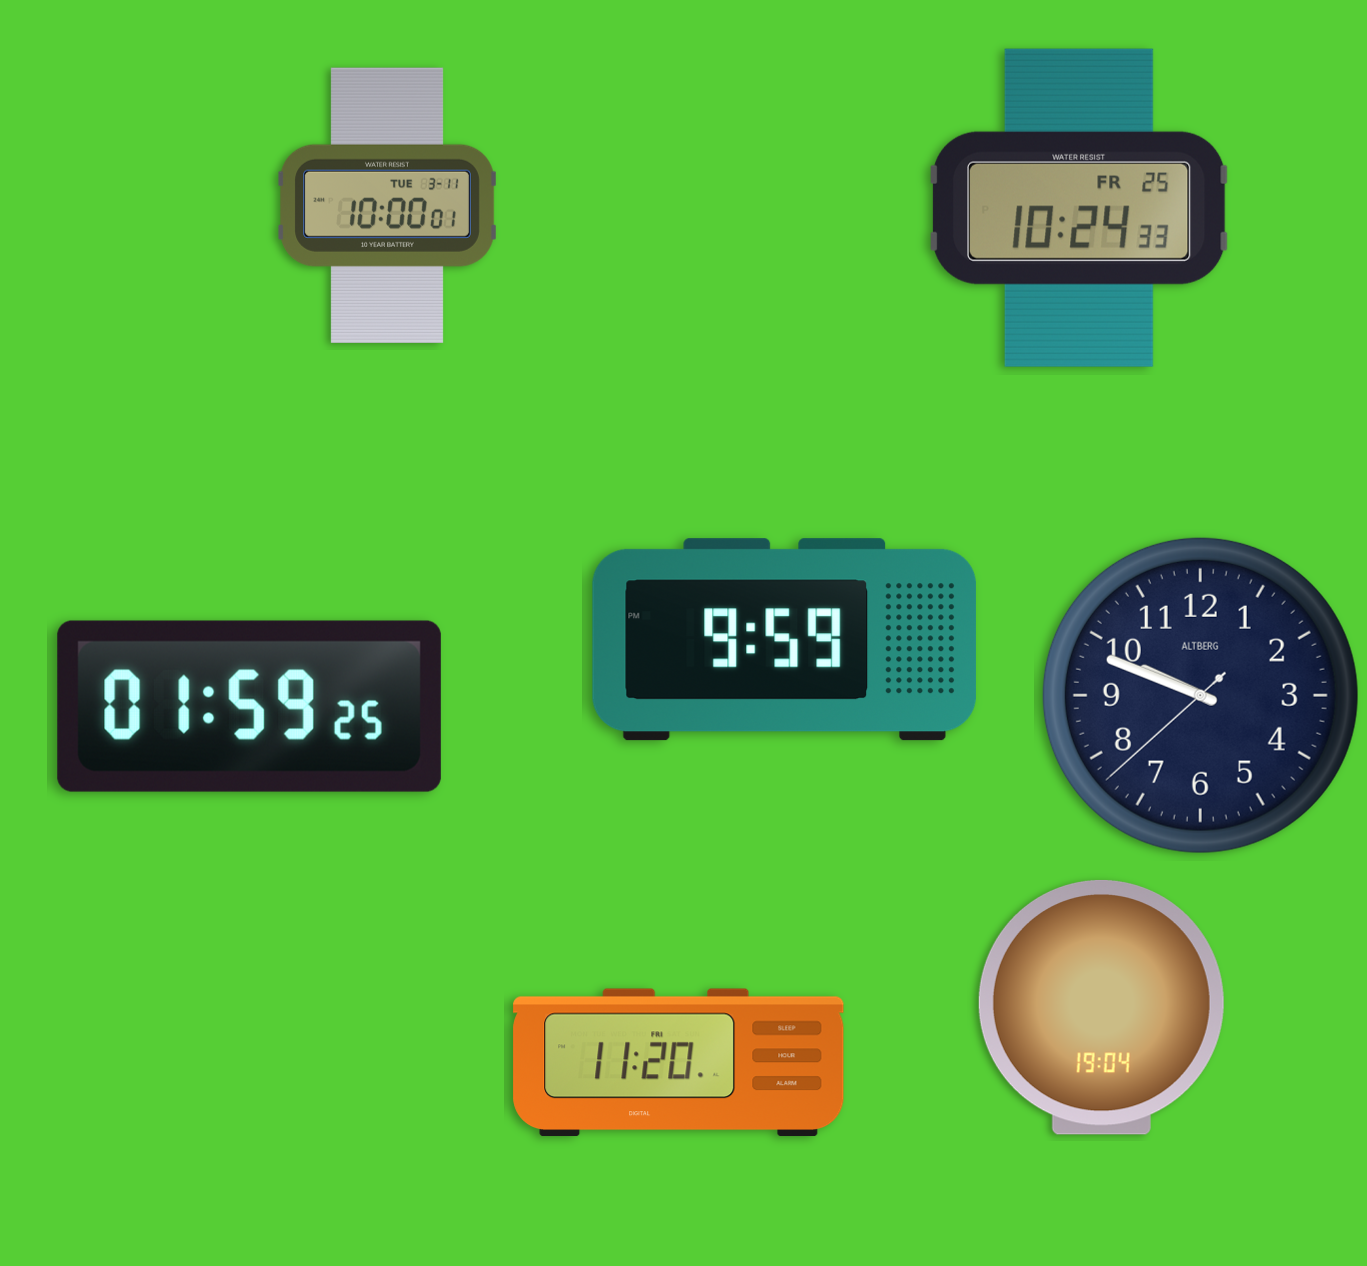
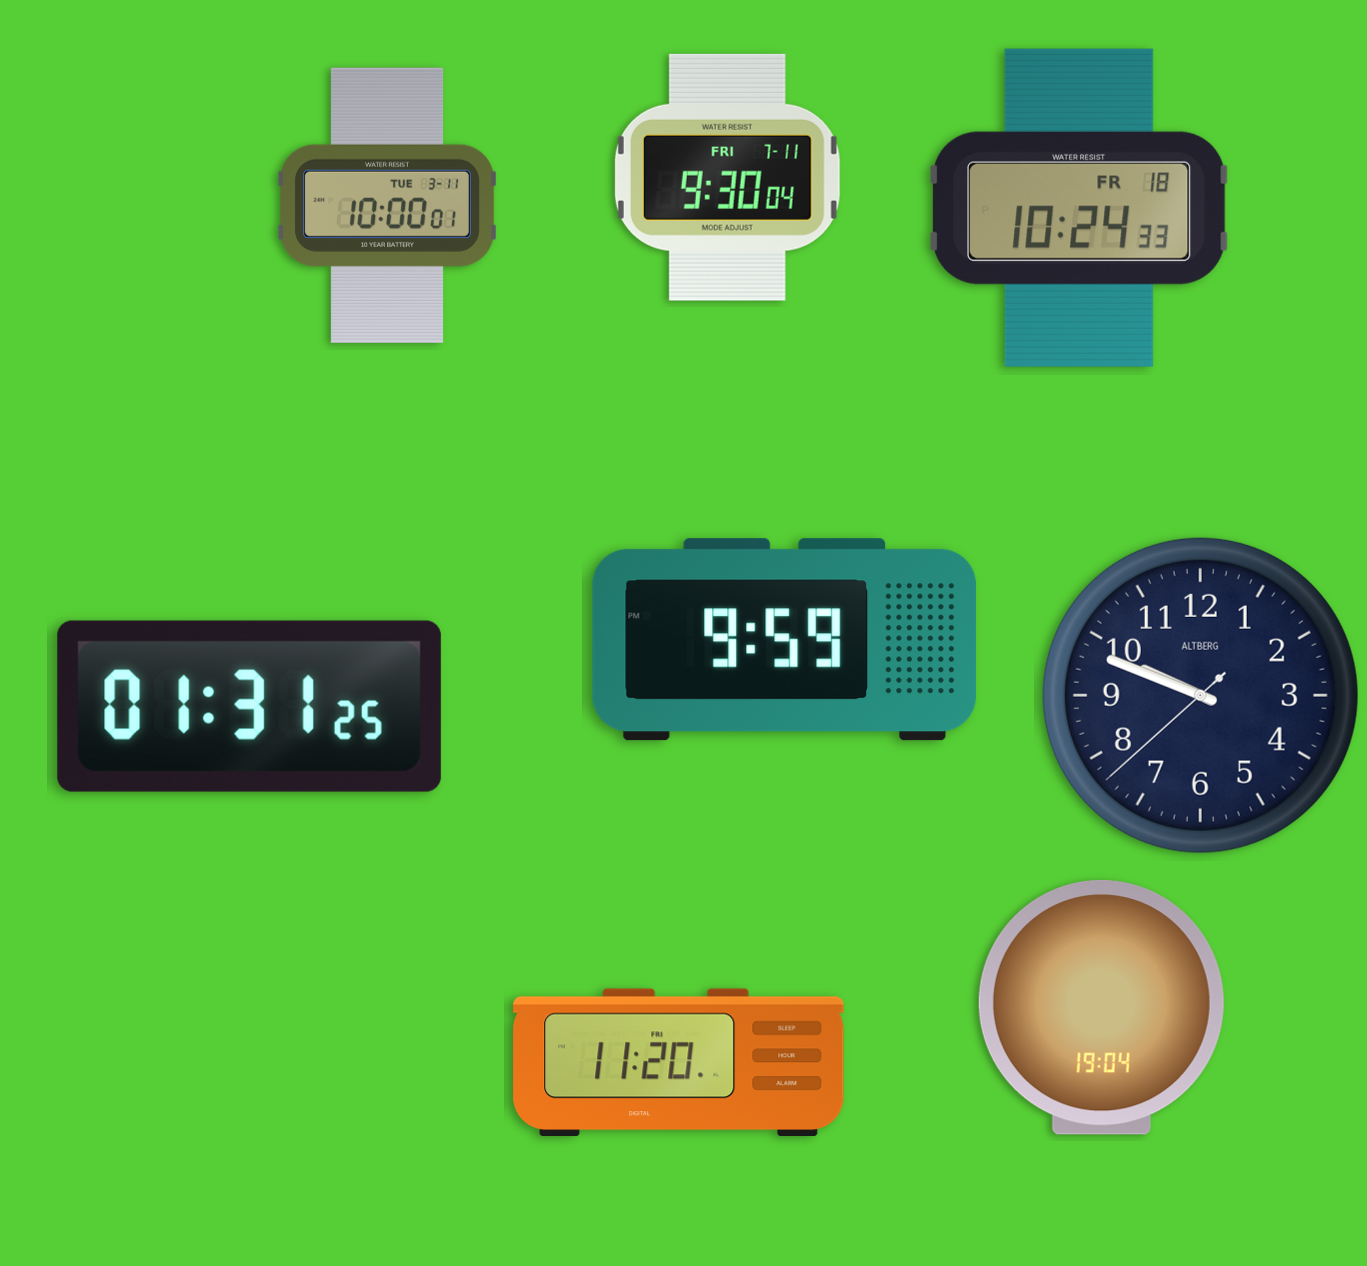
clock at (727, 177): none -> 9:30
clock at (1080, 208) date: FR 25 -> FR 18
clock at (249, 706): 01:59 -> 01:31
